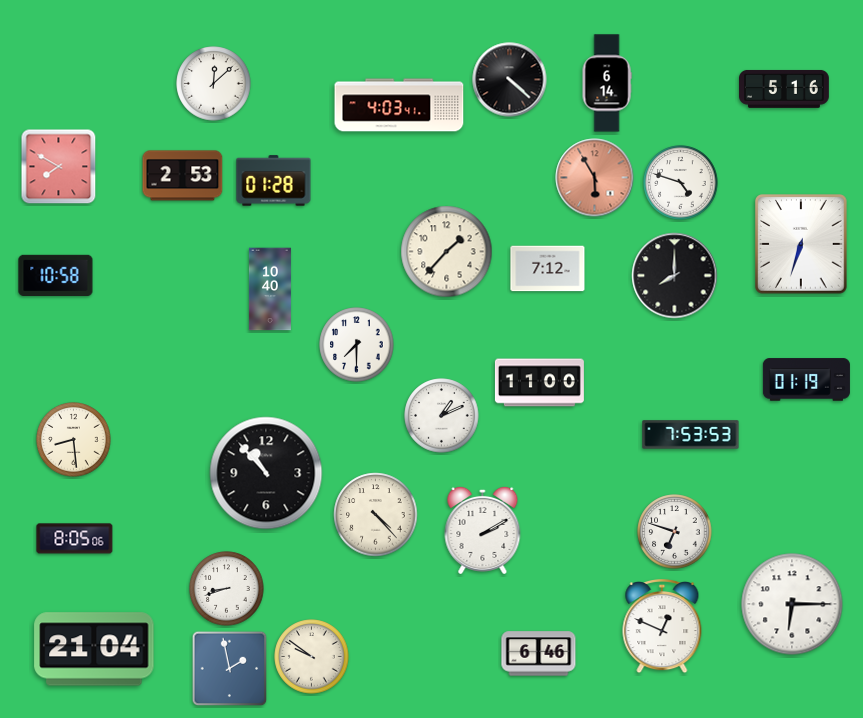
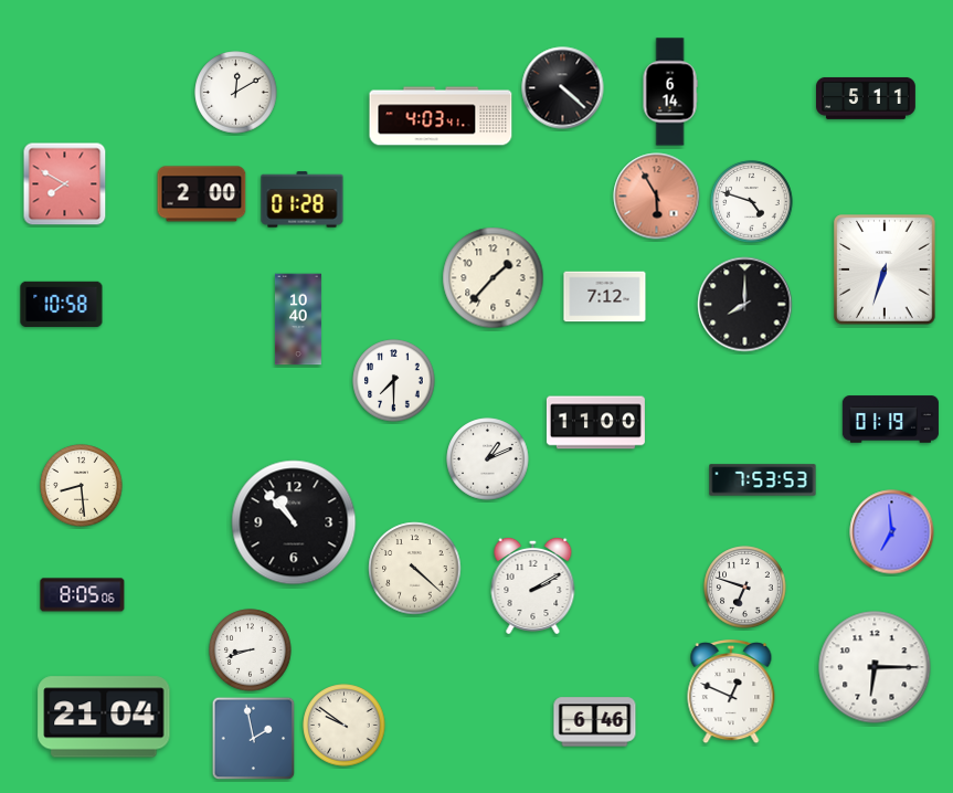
clock at (214, 84): 12:08 -> 12:10
clock at (785, 89): 5:16 -> 5:11
clock at (183, 176): 2:53 -> 2:00
clock at (892, 532): none -> 6:59
clock at (376, 515): 4:23 -> 4:22
